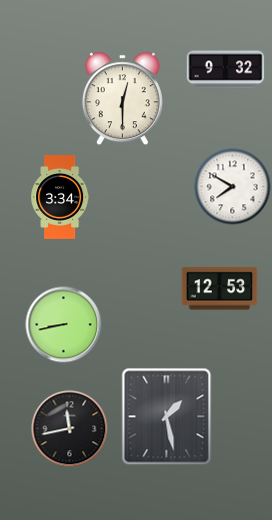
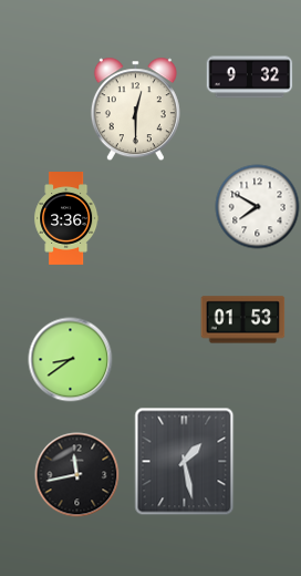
clock at (60, 198): 3:34 -> 3:36
clock at (220, 289): 12:53 -> 01:53
clock at (64, 325): 8:43 -> 8:39
